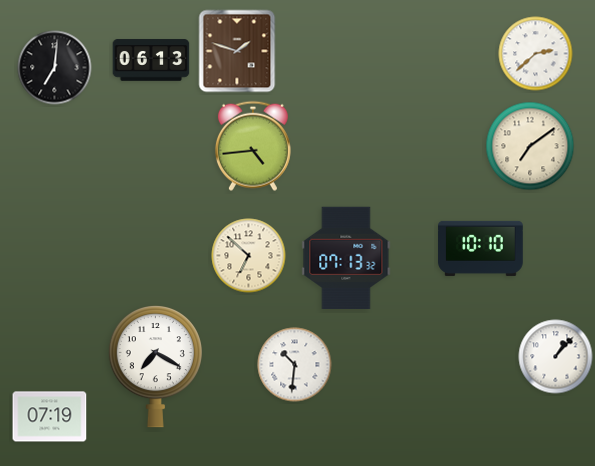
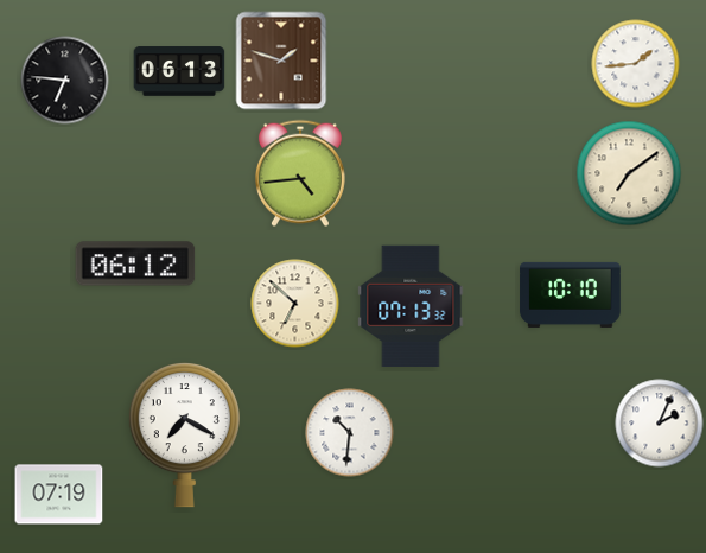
clock at (536, 54): 2:38 -> 1:44
clock at (55, 68): 7:01 -> 6:46
clock at (135, 263): none -> 06:12
clock at (556, 357): 1:07 -> 2:04
